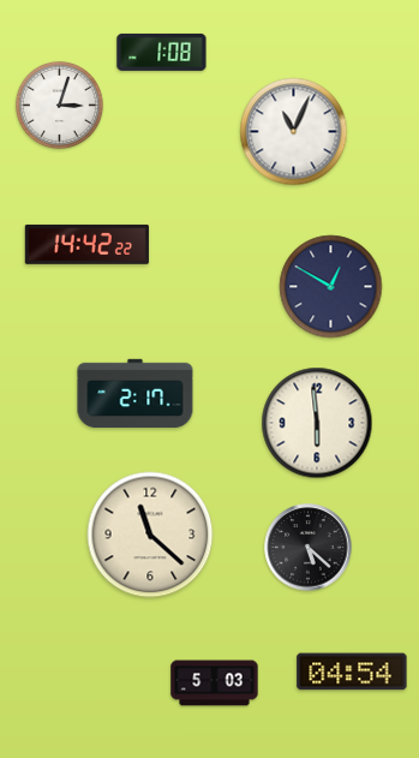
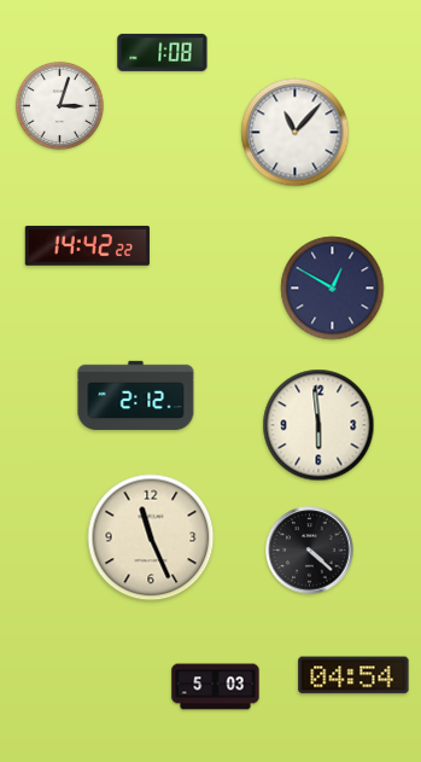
clock at (294, 132): 11:04 -> 11:07
clock at (136, 394): 2:17 -> 2:12
clock at (150, 535): 11:22 -> 11:26
clock at (309, 548): 5:22 -> 4:22
